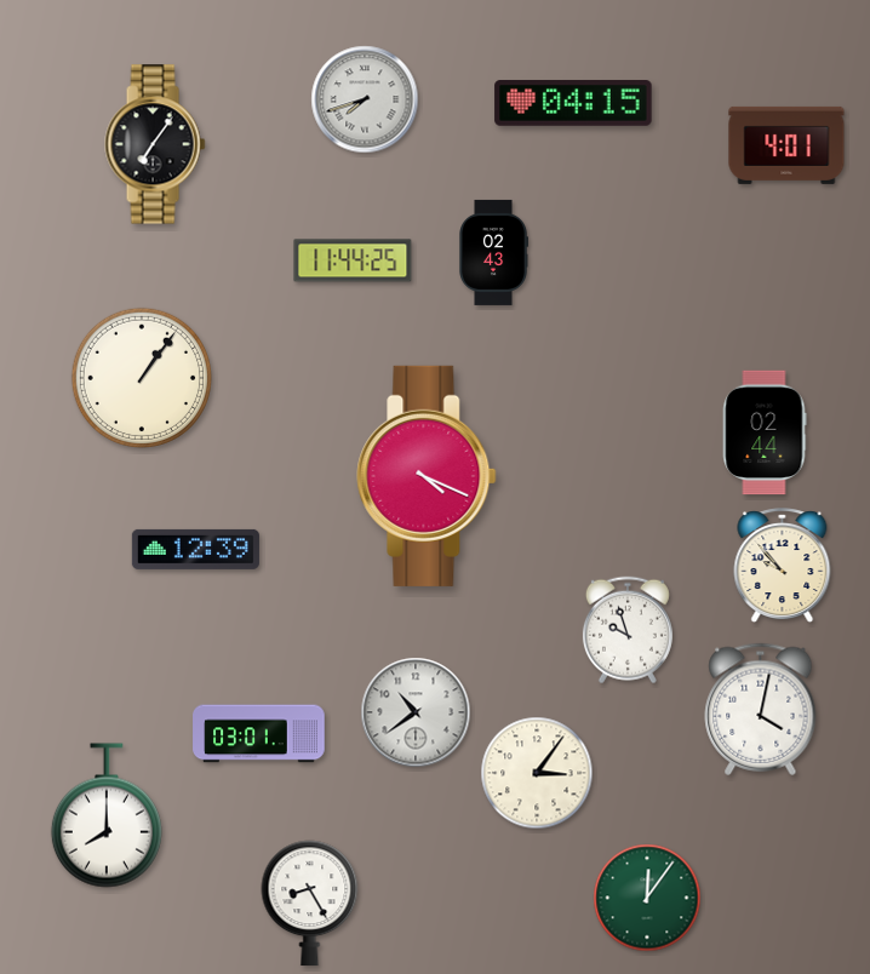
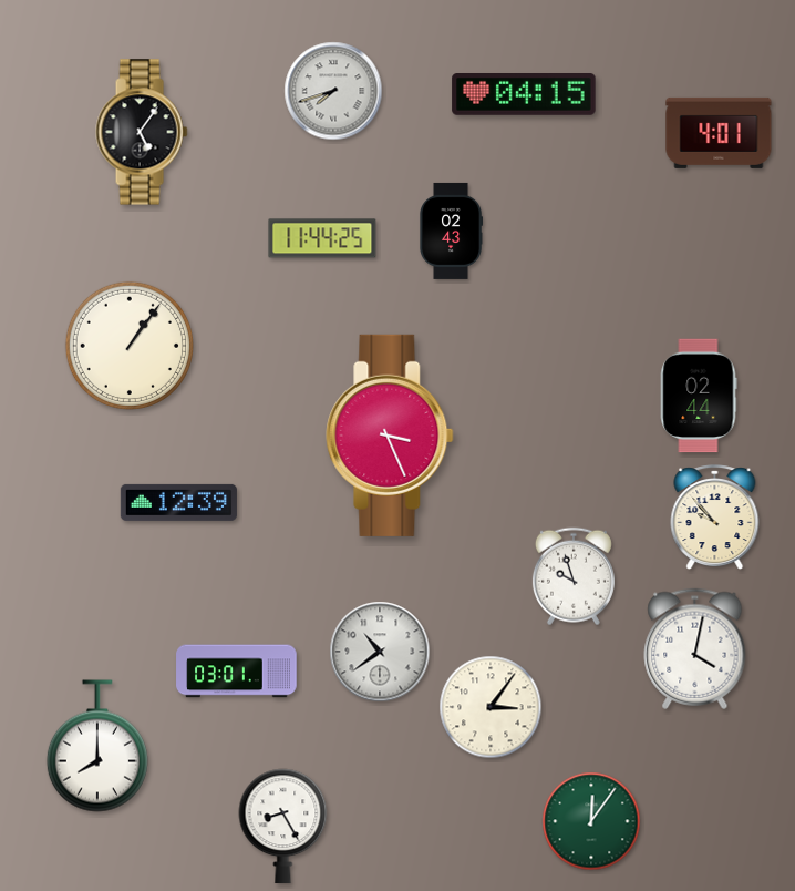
clock at (155, 144): 7:06 -> 5:06
clock at (427, 476): 4:19 -> 3:26
